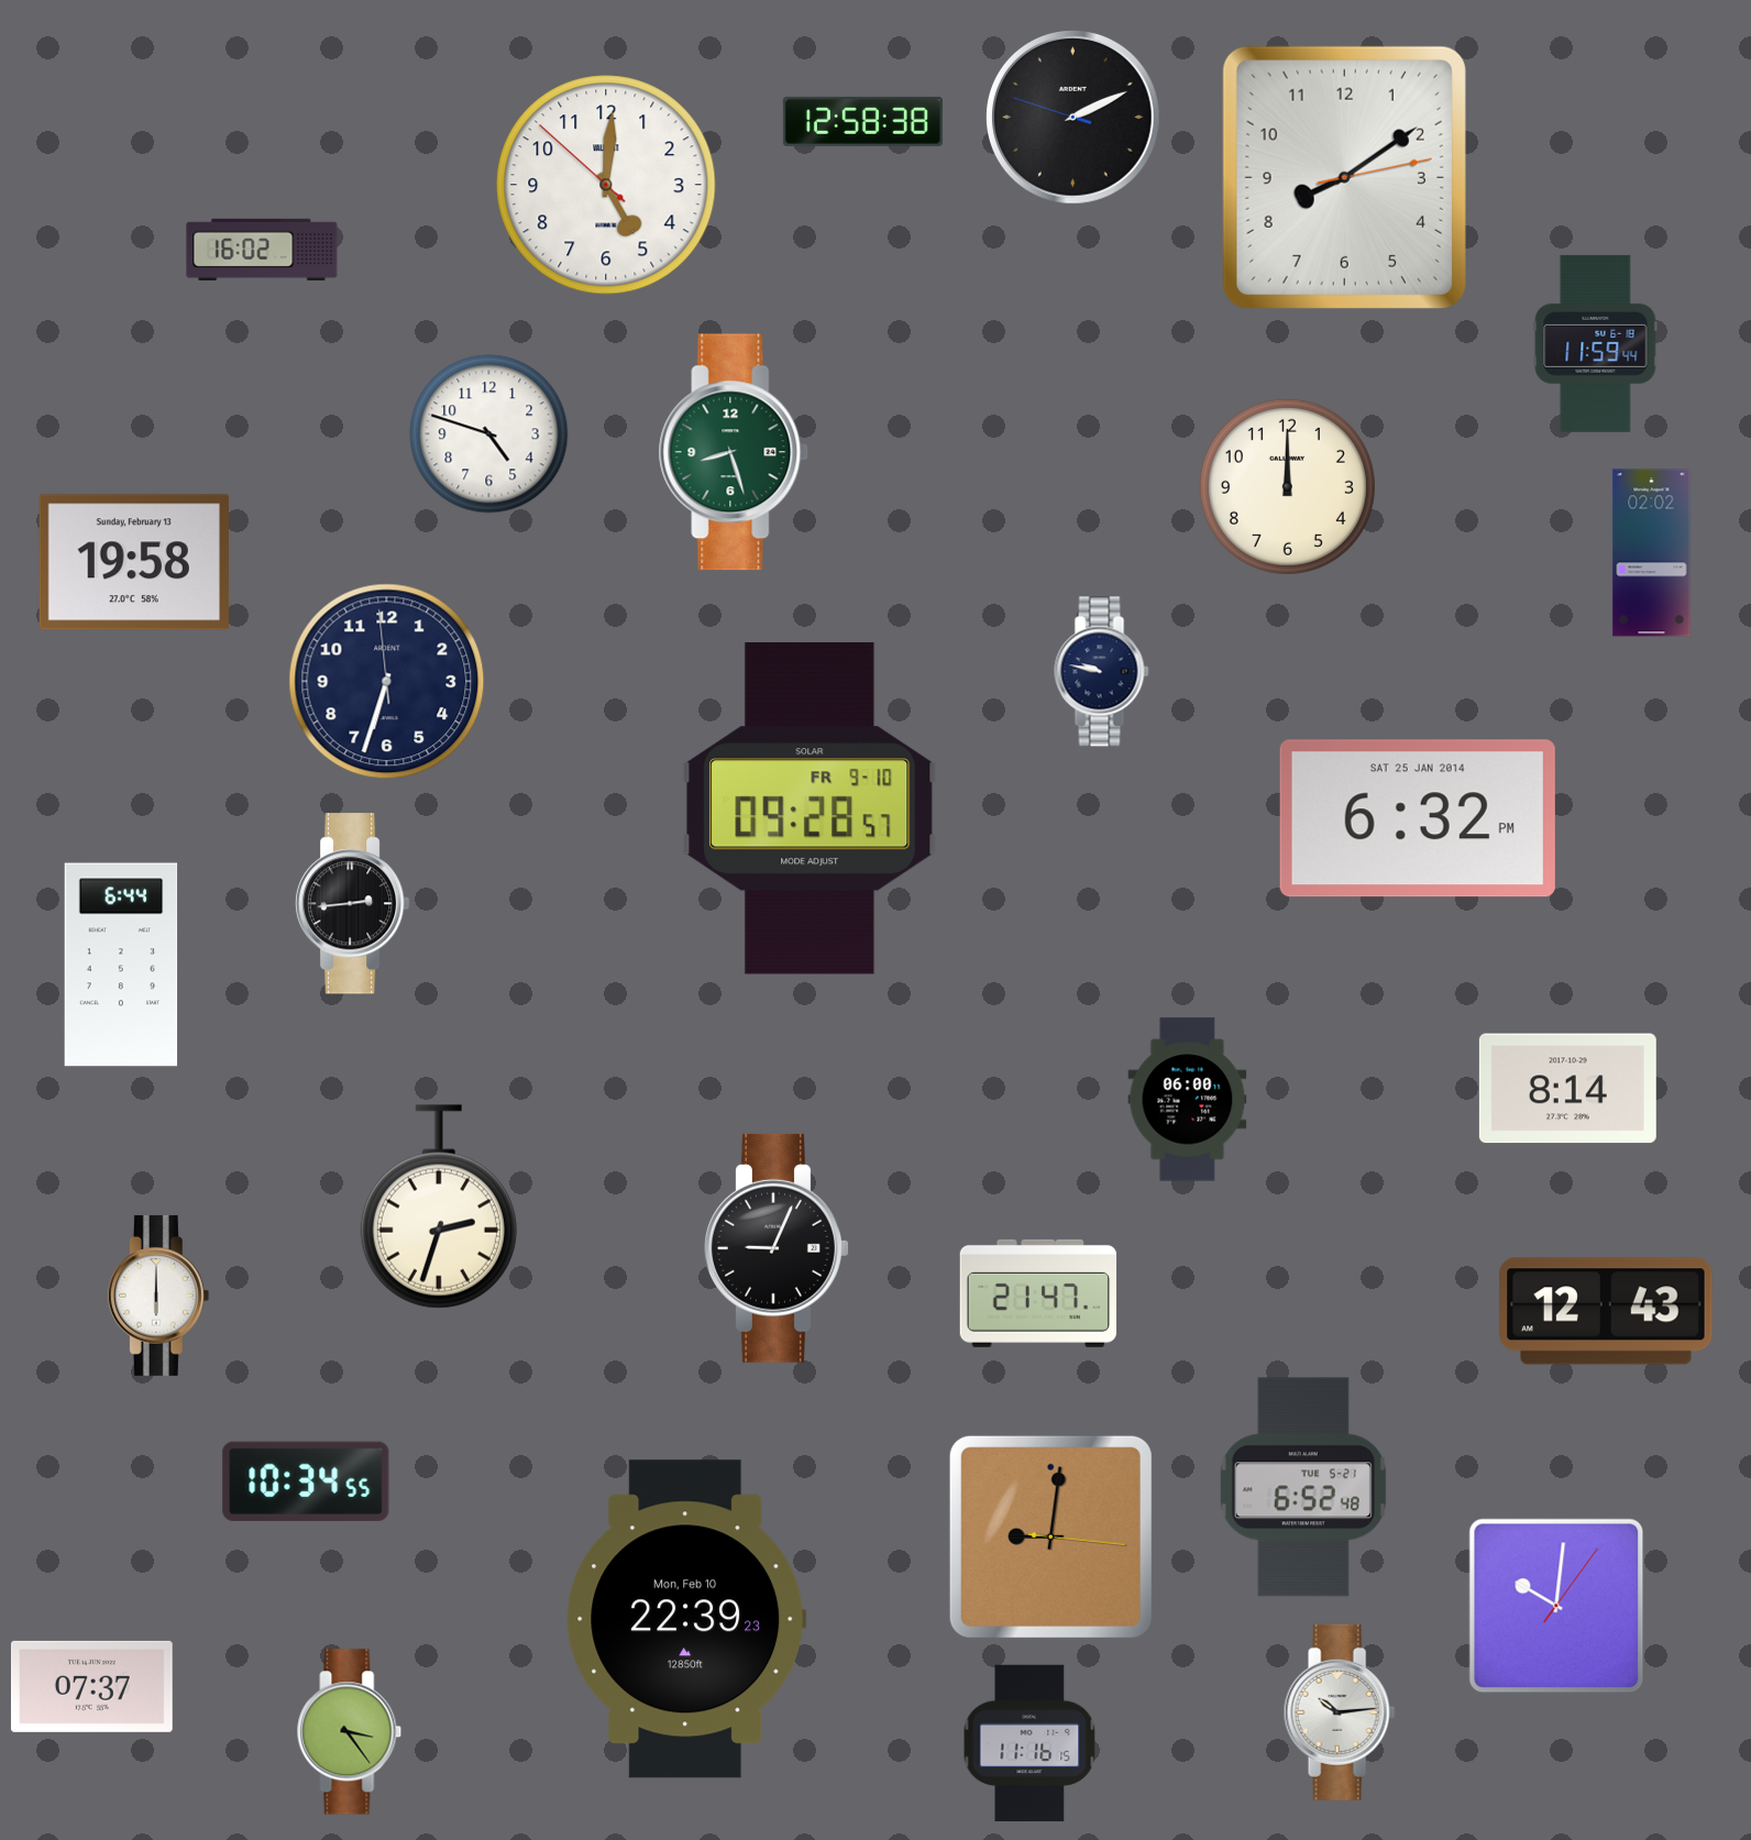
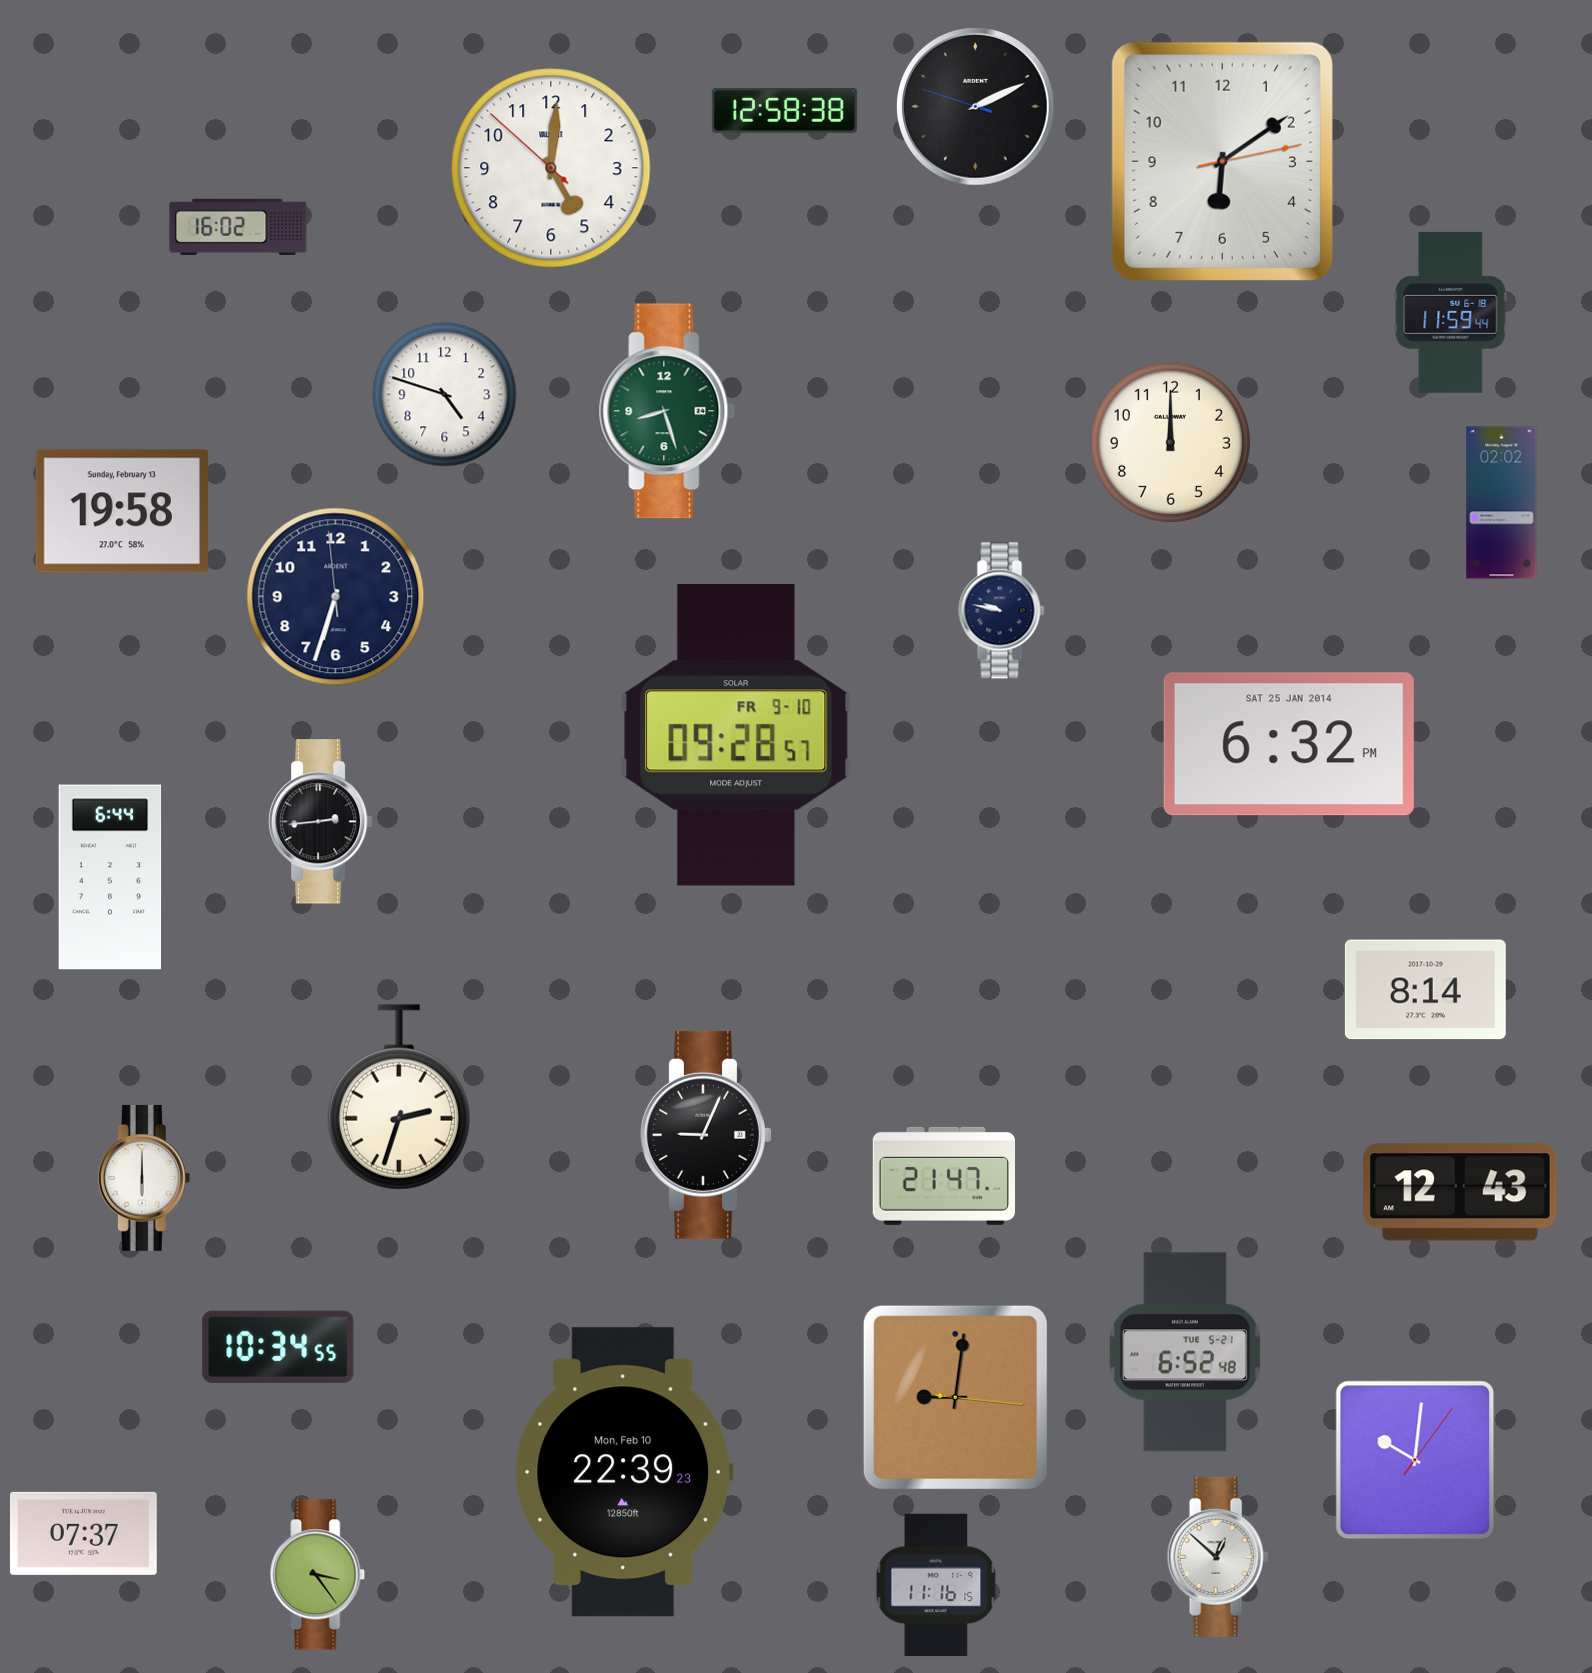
clock at (1344, 177): 8:09 -> 6:09
clock at (387, 682) position: (387, 682) -> (336, 597)
clock at (1188, 1100): 06:00 -> none
clock at (1340, 1712): 10:14 -> 12:52
